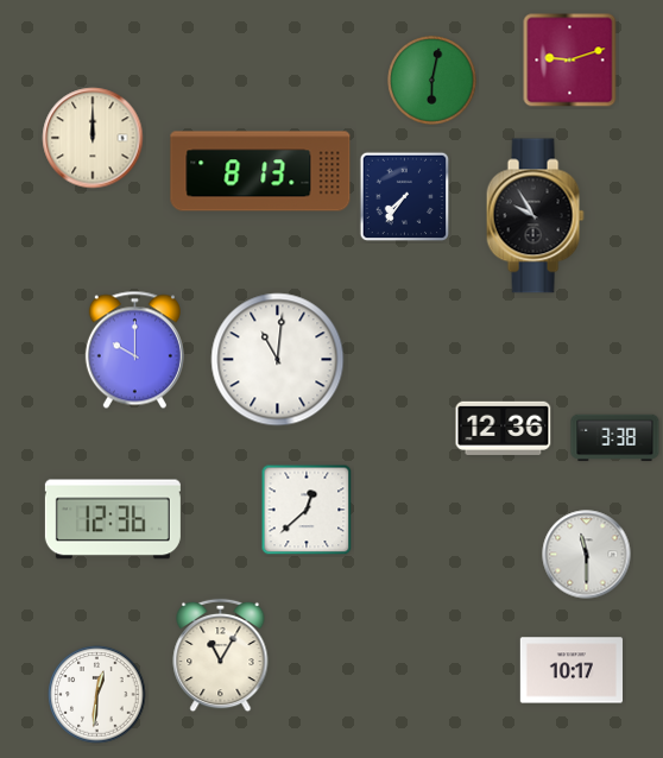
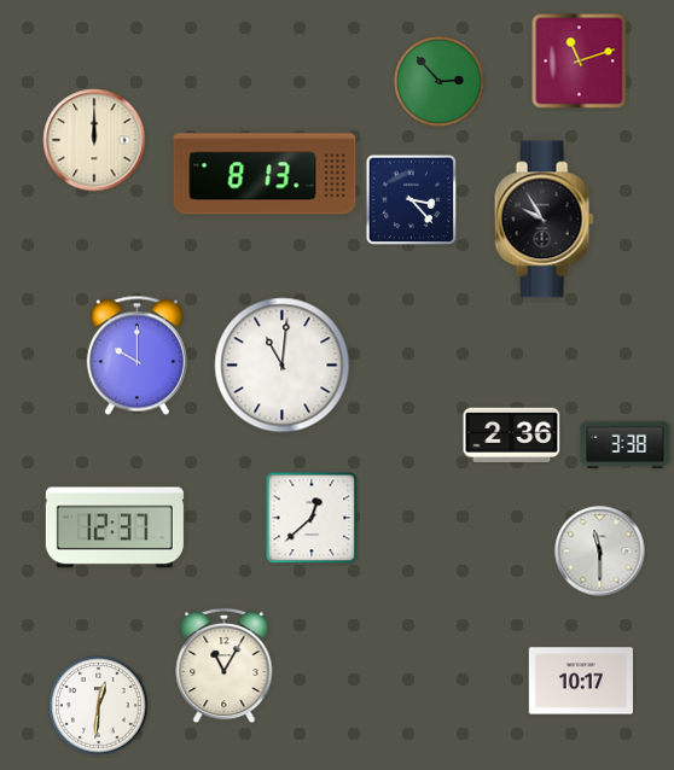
clock at (570, 61): 9:12 -> 11:12
clock at (432, 81): 6:02 -> 2:53
clock at (405, 197): 7:36 -> 3:23
clock at (504, 428): 12:36 -> 2:36
clock at (113, 519): 12:36 -> 12:37
clock at (587, 555) position: (587, 555) -> (600, 552)
